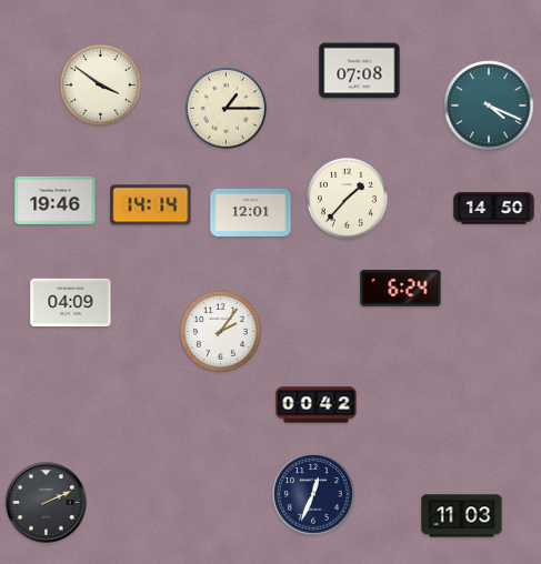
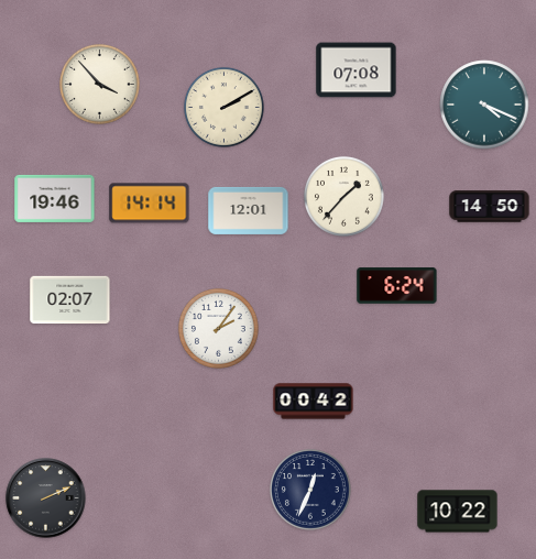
clock at (100, 84): 3:51 -> 3:53
clock at (226, 108): 1:15 -> 2:10
clock at (71, 303): 04:09 -> 02:07
clock at (462, 516): 11:03 -> 10:22
